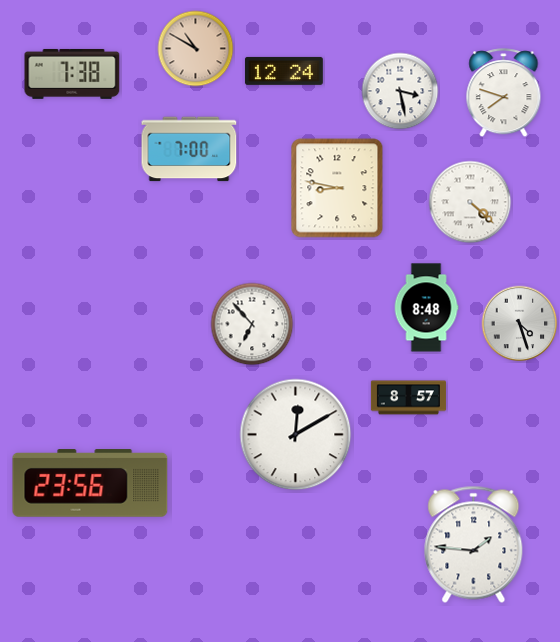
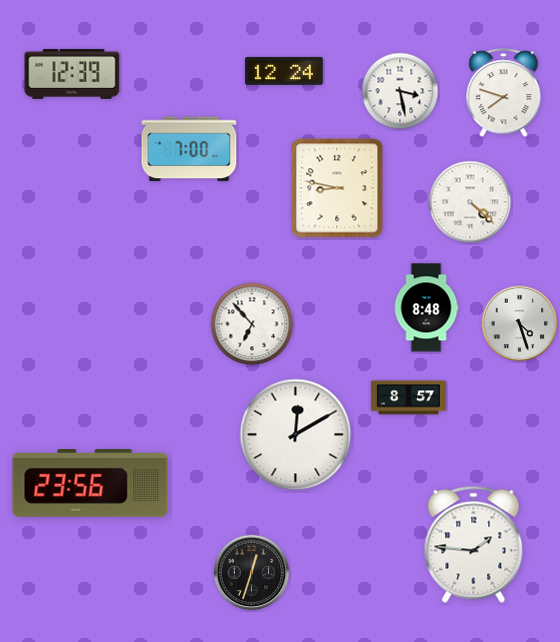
clock at (196, 49): 10:50 -> none
clock at (72, 74): 7:38 -> 12:39
clock at (252, 573): none -> 12:33
